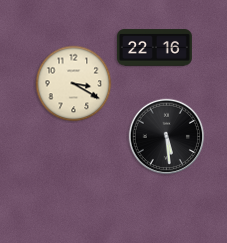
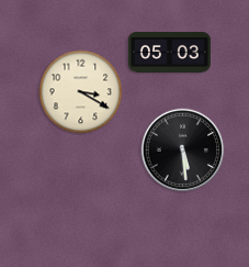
clock at (155, 48): 22:16 -> 05:03
